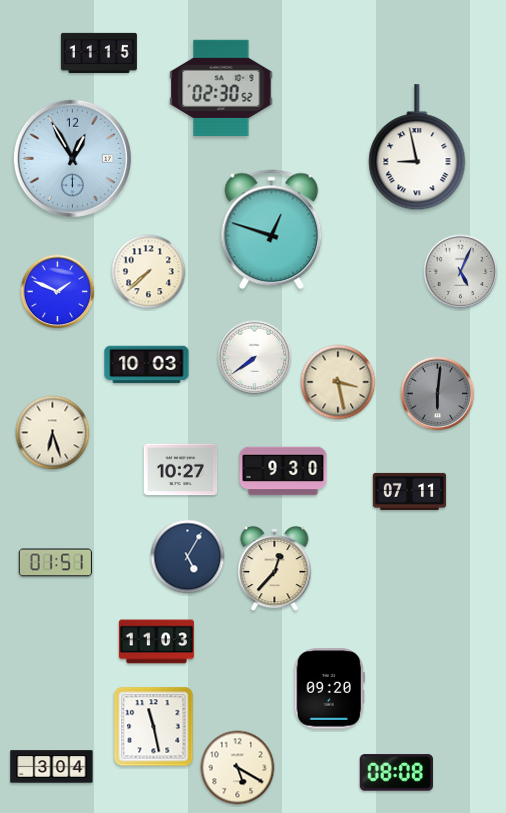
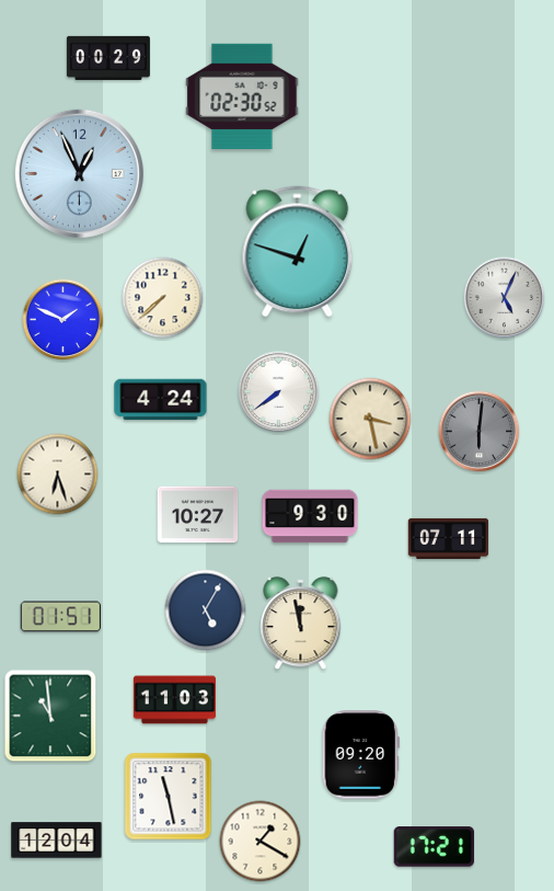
clock at (99, 53): 11:15 -> 00:29
clock at (417, 148): 8:58 -> none
clock at (72, 158): 12:55 -> 12:56
clock at (147, 365): 10:03 -> 4:24
clock at (275, 569): 12:37 -> 11:58
clock at (156, 642) position: (156, 642) -> (174, 700)
clock at (50, 716): none -> 10:59
clock at (52, 767): 3:04 -> 12:04
clock at (238, 768): 5:20 -> 1:20
clock at (396, 773): 08:08 -> 17:21
